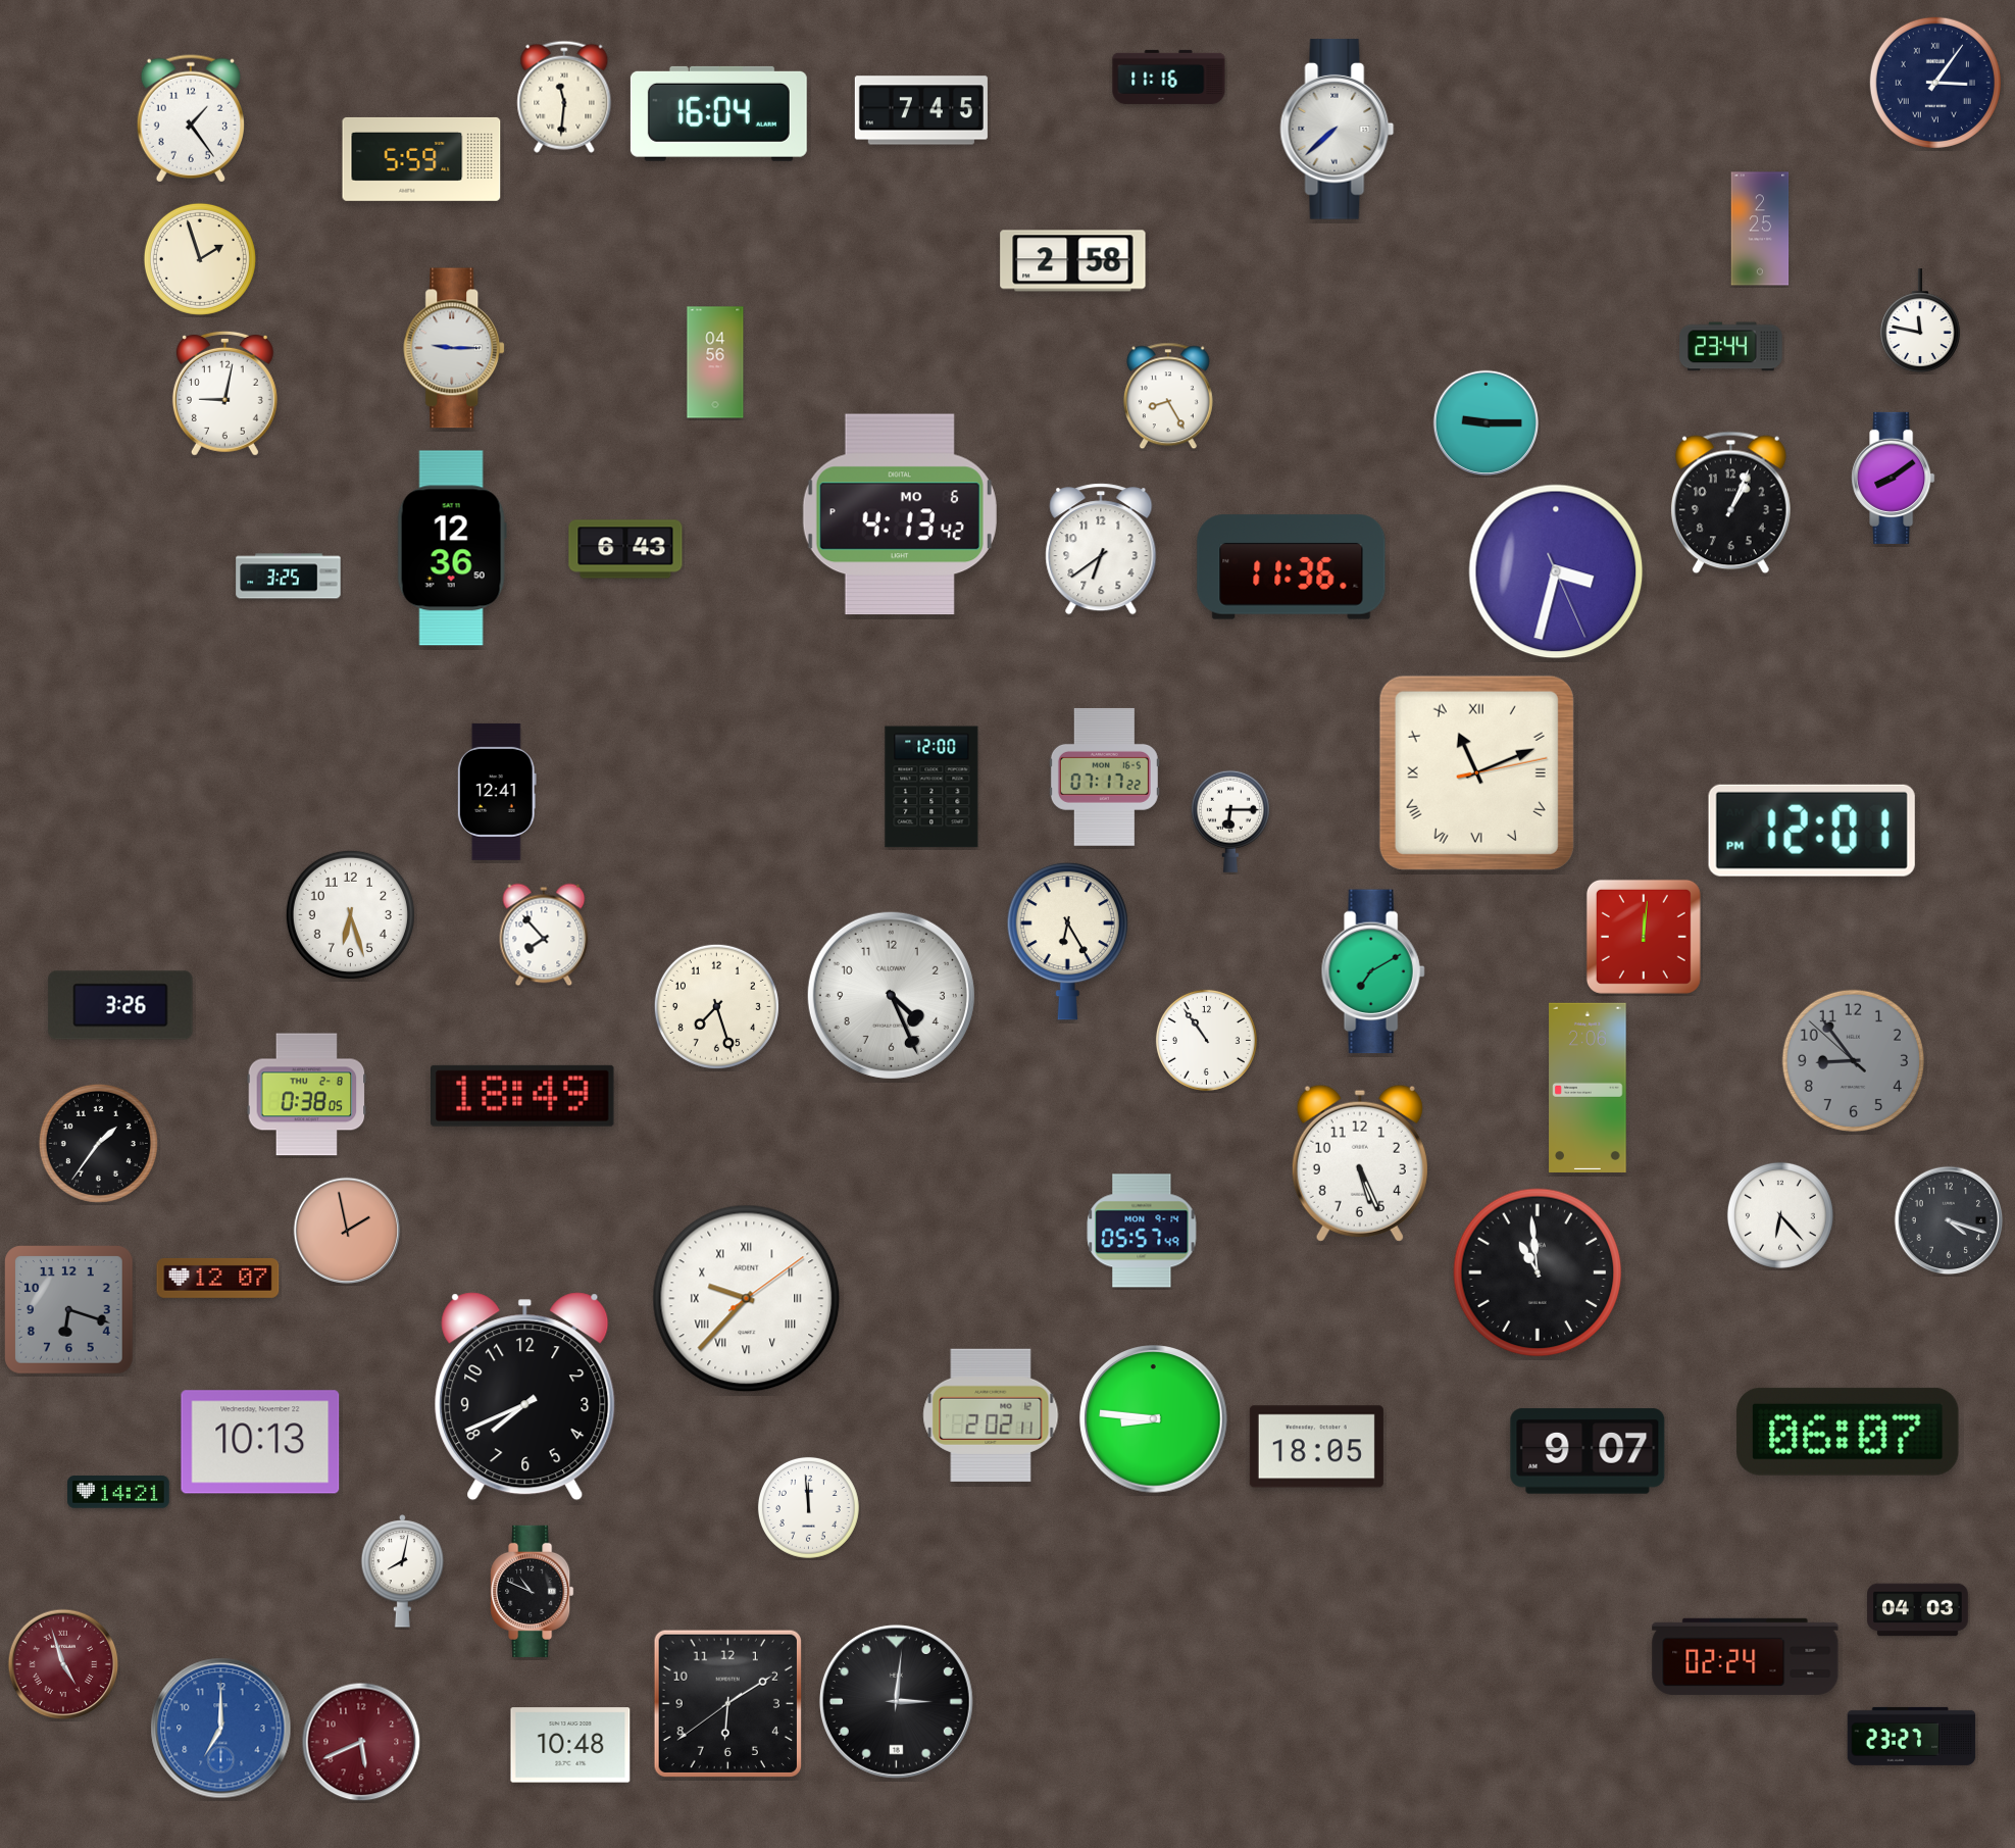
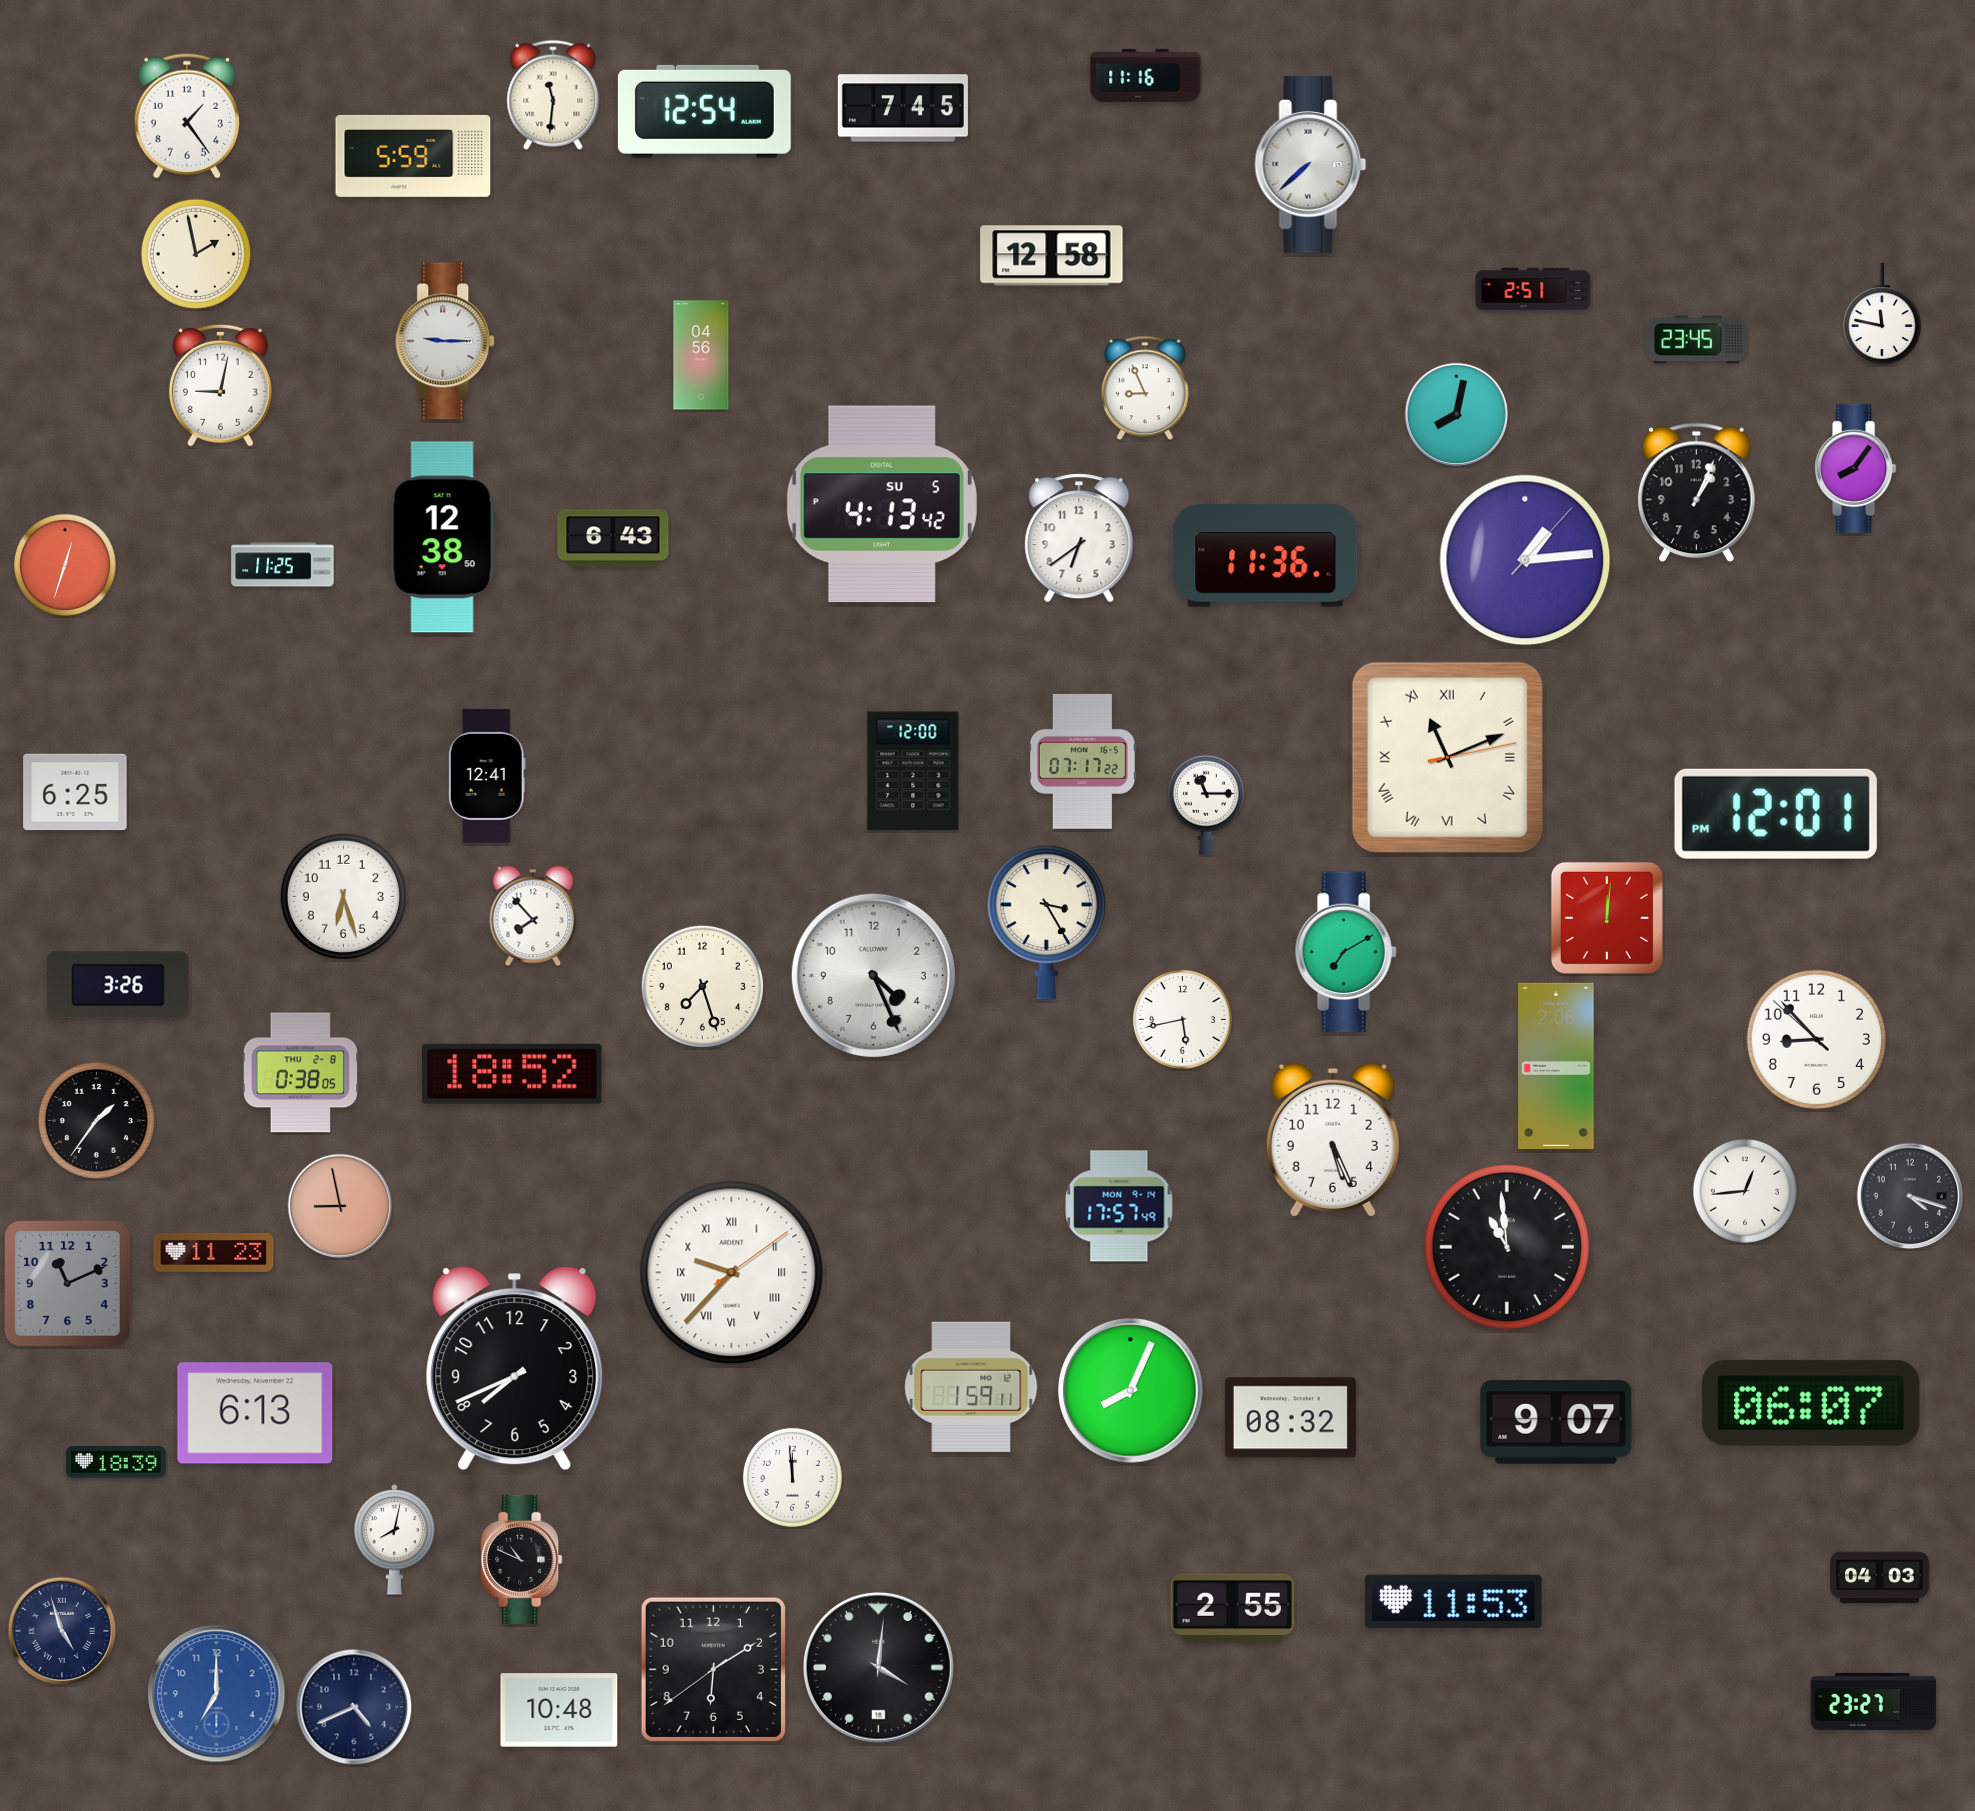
clock at (1935, 83): 3:06 -> none
clock at (718, 113): 16:04 -> 12:54
clock at (1338, 130) position: (1338, 130) -> (1311, 165)
clock at (1760, 229): 2:25 -> none
clock at (200, 259): 1:57 -> 1:58
clock at (1073, 261): 2:58 -> 12:58
clock at (1533, 289): none -> 2:51
clock at (1731, 347): 23:44 -> 23:45
clock at (1168, 396): 8:25 -> 8:56
clock at (1485, 422): 9:15 -> 8:02
clock at (1894, 478): 8:09 -> 8:06
clock at (900, 514) date: MO 6 -> SU 5
clock at (452, 548): 12:36 -> 12:38
clock at (1556, 571): 3:32 -> 1:14
clock at (65, 565): none -> 12:33
clock at (289, 577): 3:25 -> 11:25
clock at (75, 792): none -> 6:25
clock at (1230, 821): 6:15 -> 11:15
clock at (1644, 937) position: (1644, 937) -> (1607, 918)
clock at (1067, 941): 6:25 -> 3:25
clock at (1206, 1040): 10:54 -> 5:43
clock at (1853, 1060): 8:53 -> 8:52
clock at (1853, 1060) dial: grey -> white
clock at (523, 1096): 18:49 -> 18:52
clock at (1780, 1215): 6:23 -> 12:44
clock at (347, 1231): 1:58 -> 8:58
clock at (1142, 1231): 05:57 -> 17:57
clock at (218, 1278): 12:07 -> 11:23
clock at (69, 1310): 6:18 -> 11:11
clock at (991, 1415): 2:02 -> 1:59
clock at (1154, 1419): 8:46 -> 8:04
clock at (260, 1442): 10:13 -> 6:13
clock at (1316, 1447): 18:05 -> 08:32
clock at (118, 1492): 14:21 -> 18:39
clock at (1453, 1601): none -> 11:53
clock at (1233, 1609): none -> 2:55
clock at (1746, 1656): 02:24 -> none
clock at (63, 1664) dial: burgundy -> navy
clock at (896, 1701): 3:01 -> 4:01
clock at (361, 1742): 5:41 -> 4:41
clock at (361, 1742) dial: burgundy -> navy
